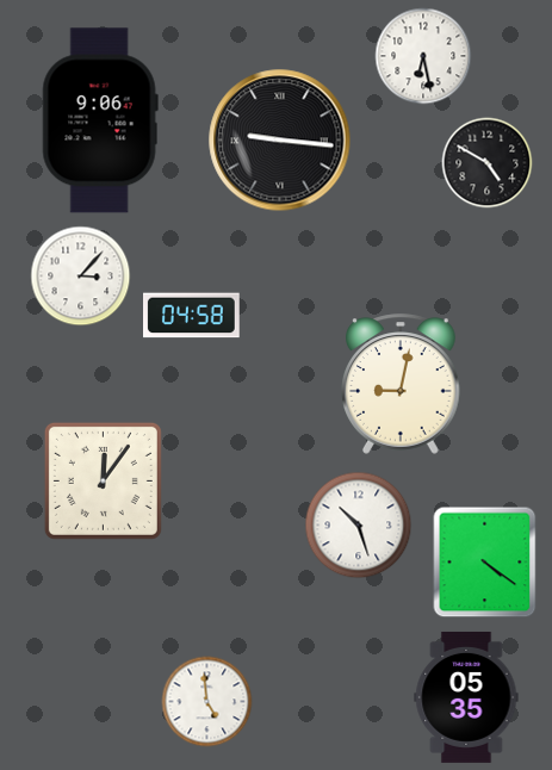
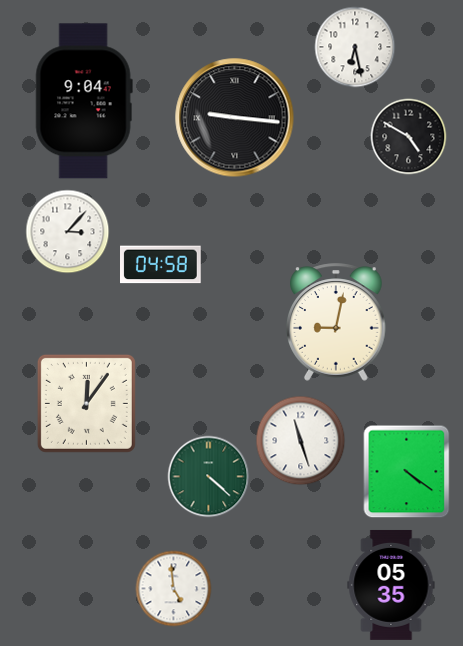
clock at (100, 120): 9:06 -> 9:04
clock at (359, 526): 10:27 -> 11:27
clock at (209, 477): none -> 4:22
